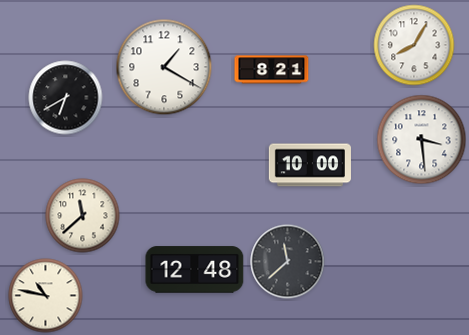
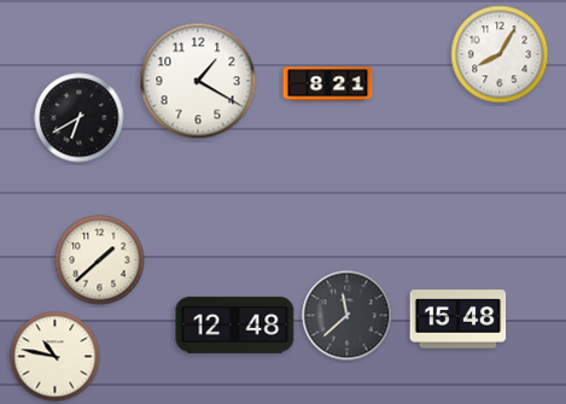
clock at (422, 140): 3:29 -> none
clock at (310, 165): 10:00 -> none
clock at (83, 216): 11:38 -> 1:38
clock at (459, 320): none -> 15:48
